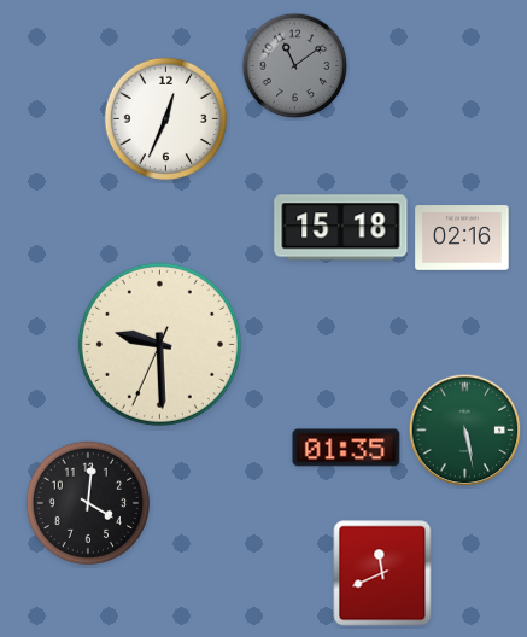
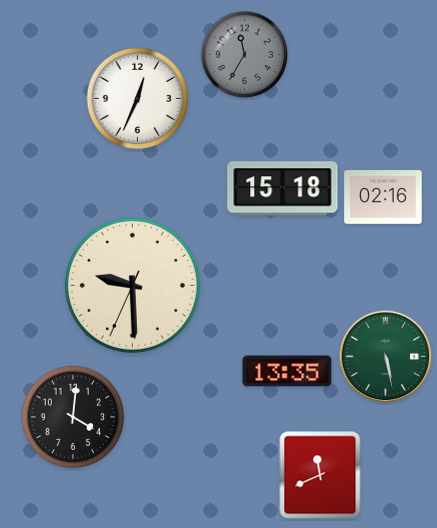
clock at (295, 66): 11:09 -> 11:35
clock at (346, 448): 01:35 -> 13:35
clock at (382, 573) position: (382, 573) -> (320, 475)
